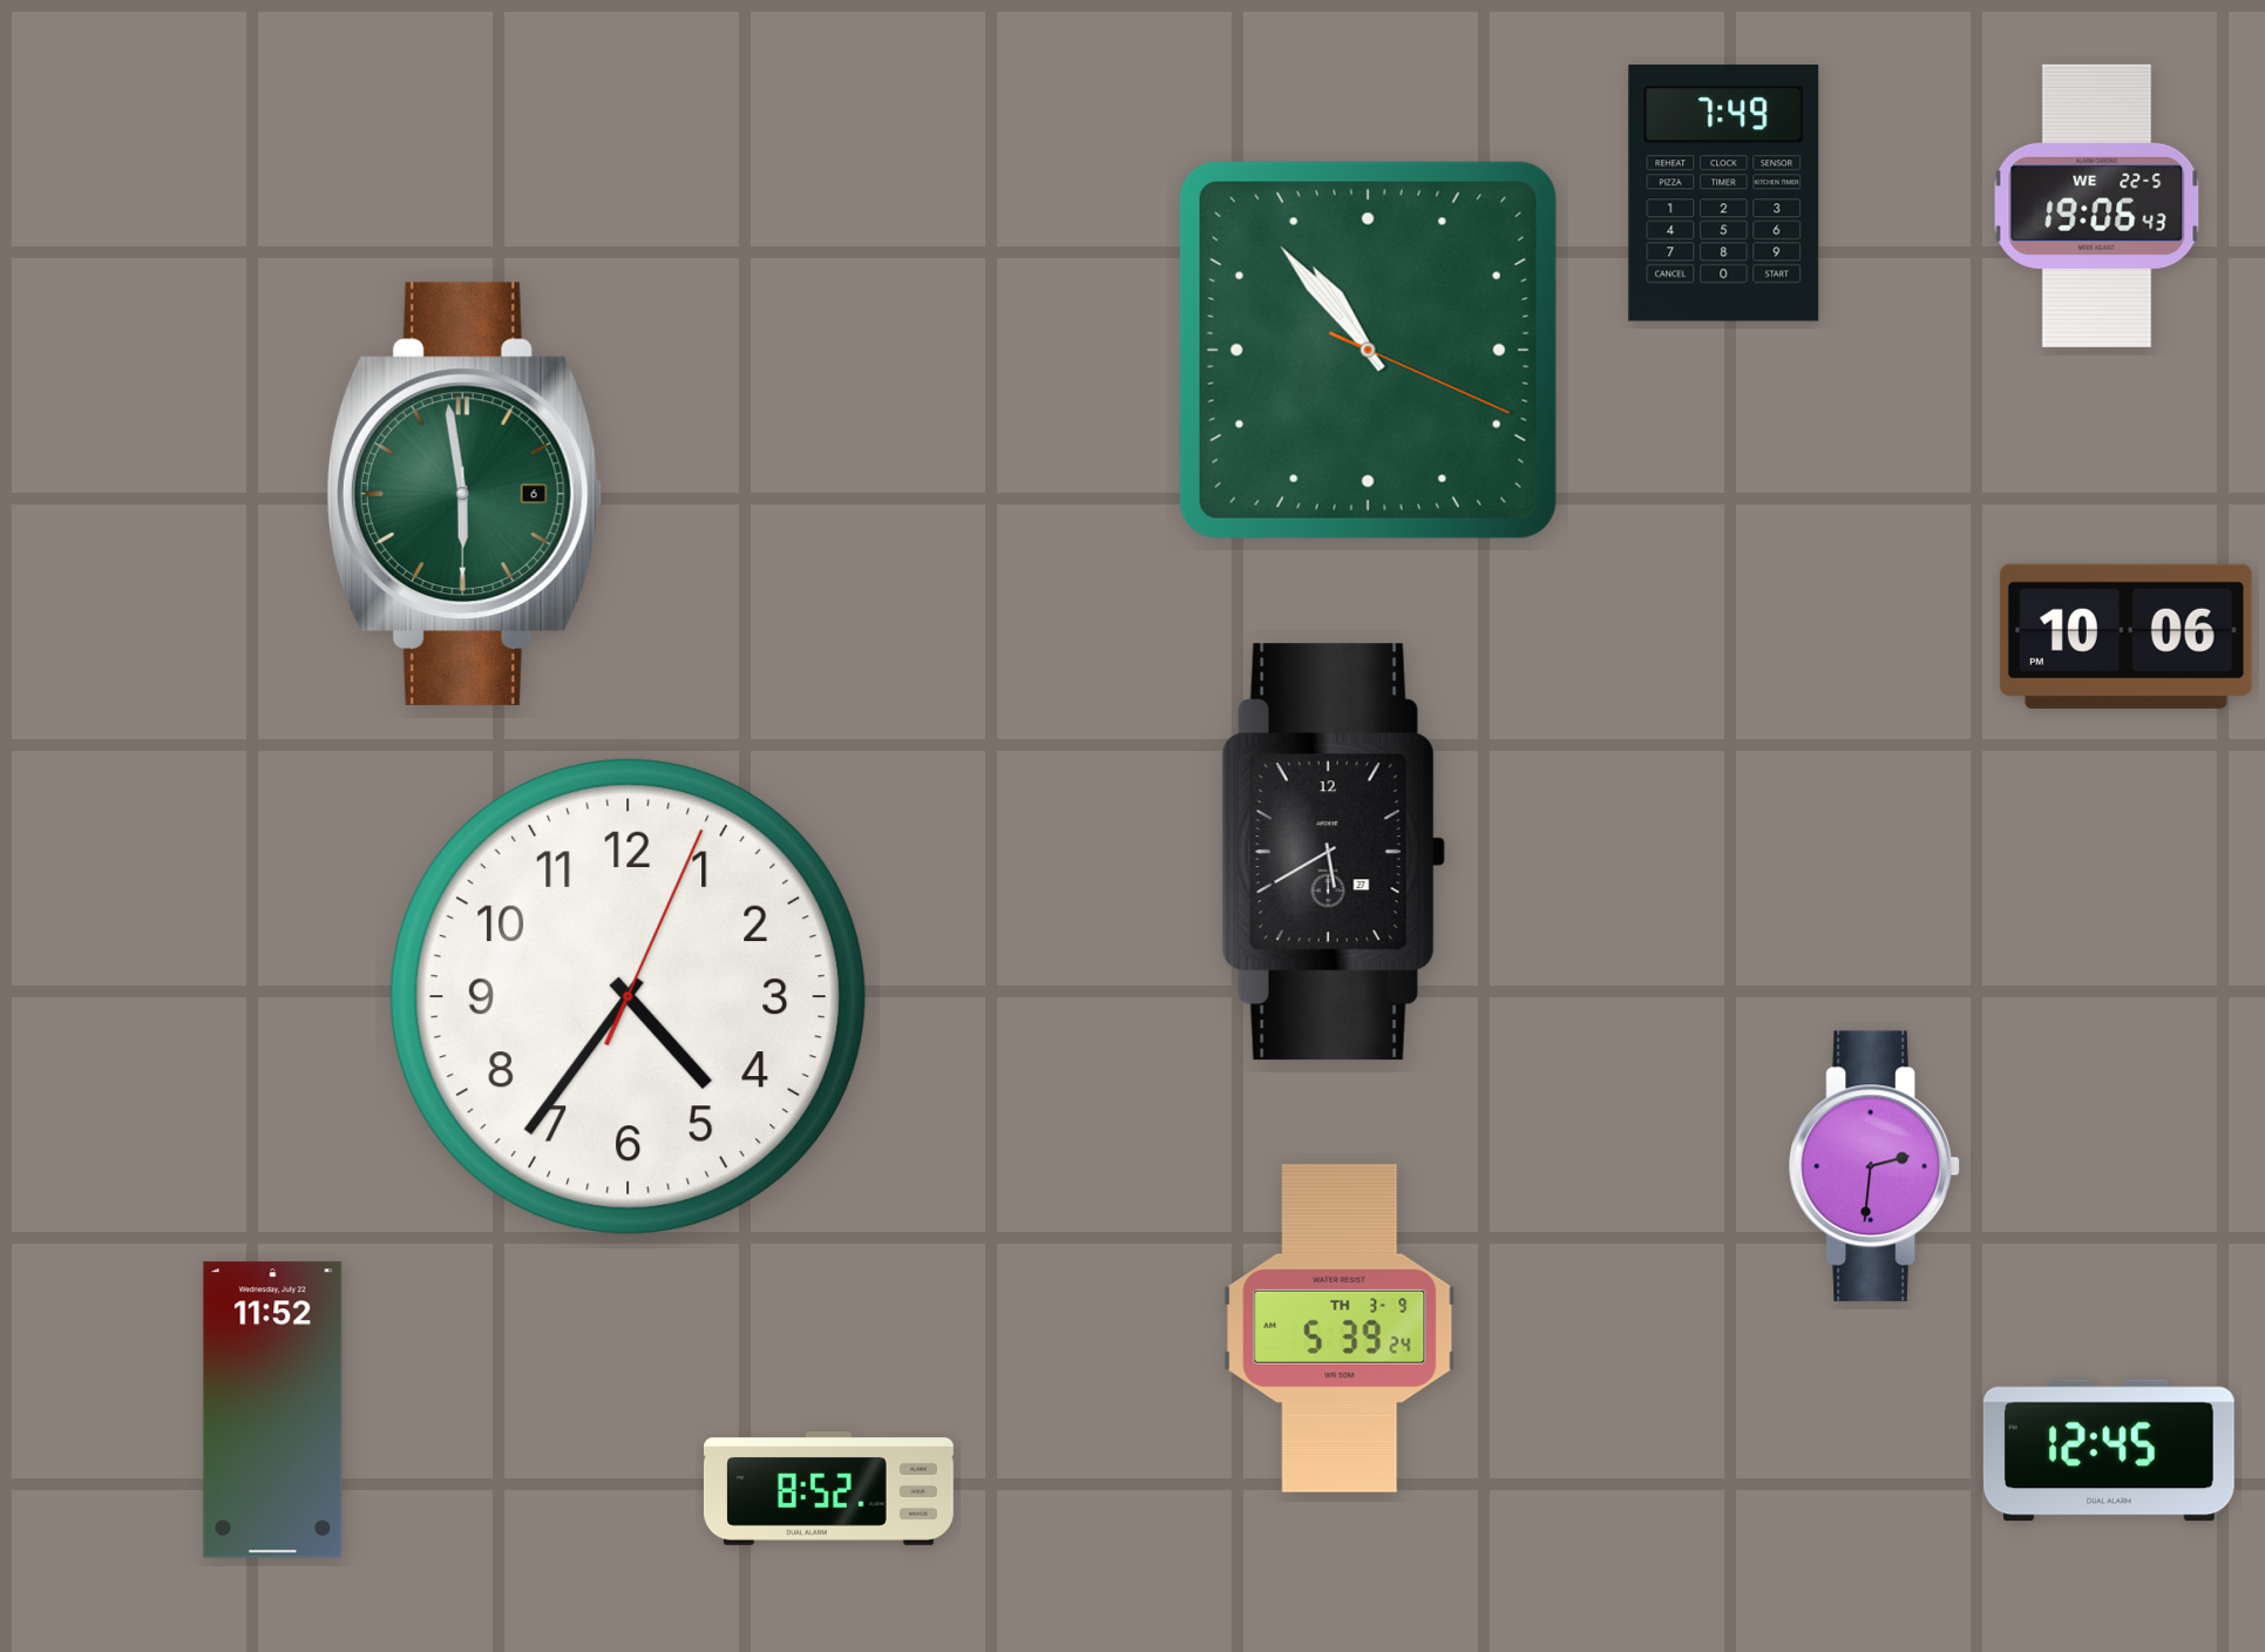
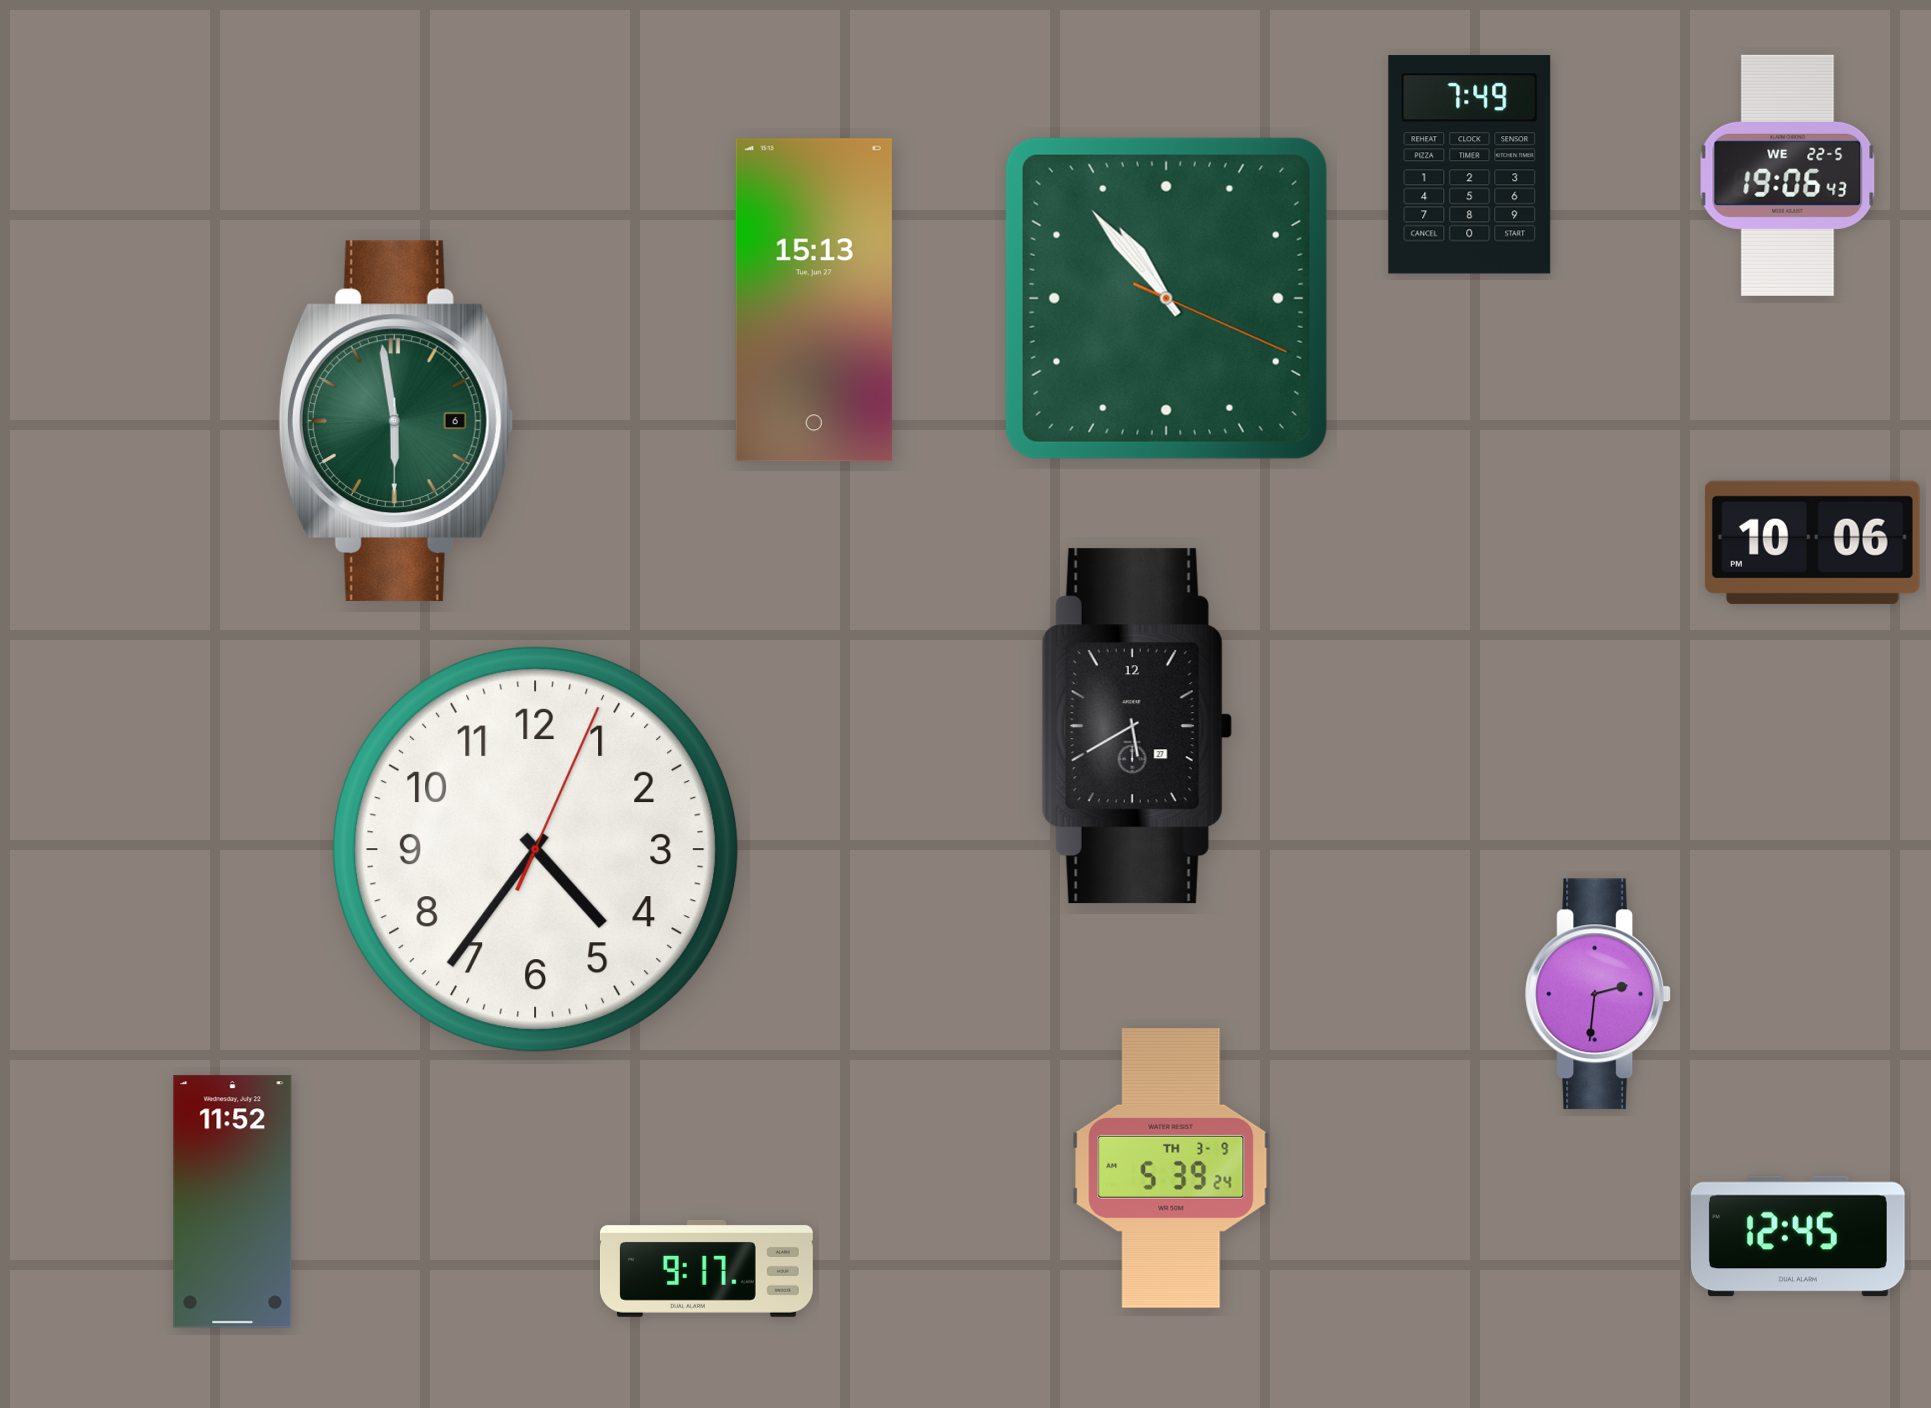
clock at (814, 300): none -> 15:13
clock at (1340, 1329) position: (1340, 1329) -> (1171, 1169)
clock at (828, 1488): 8:52 -> 9:17
